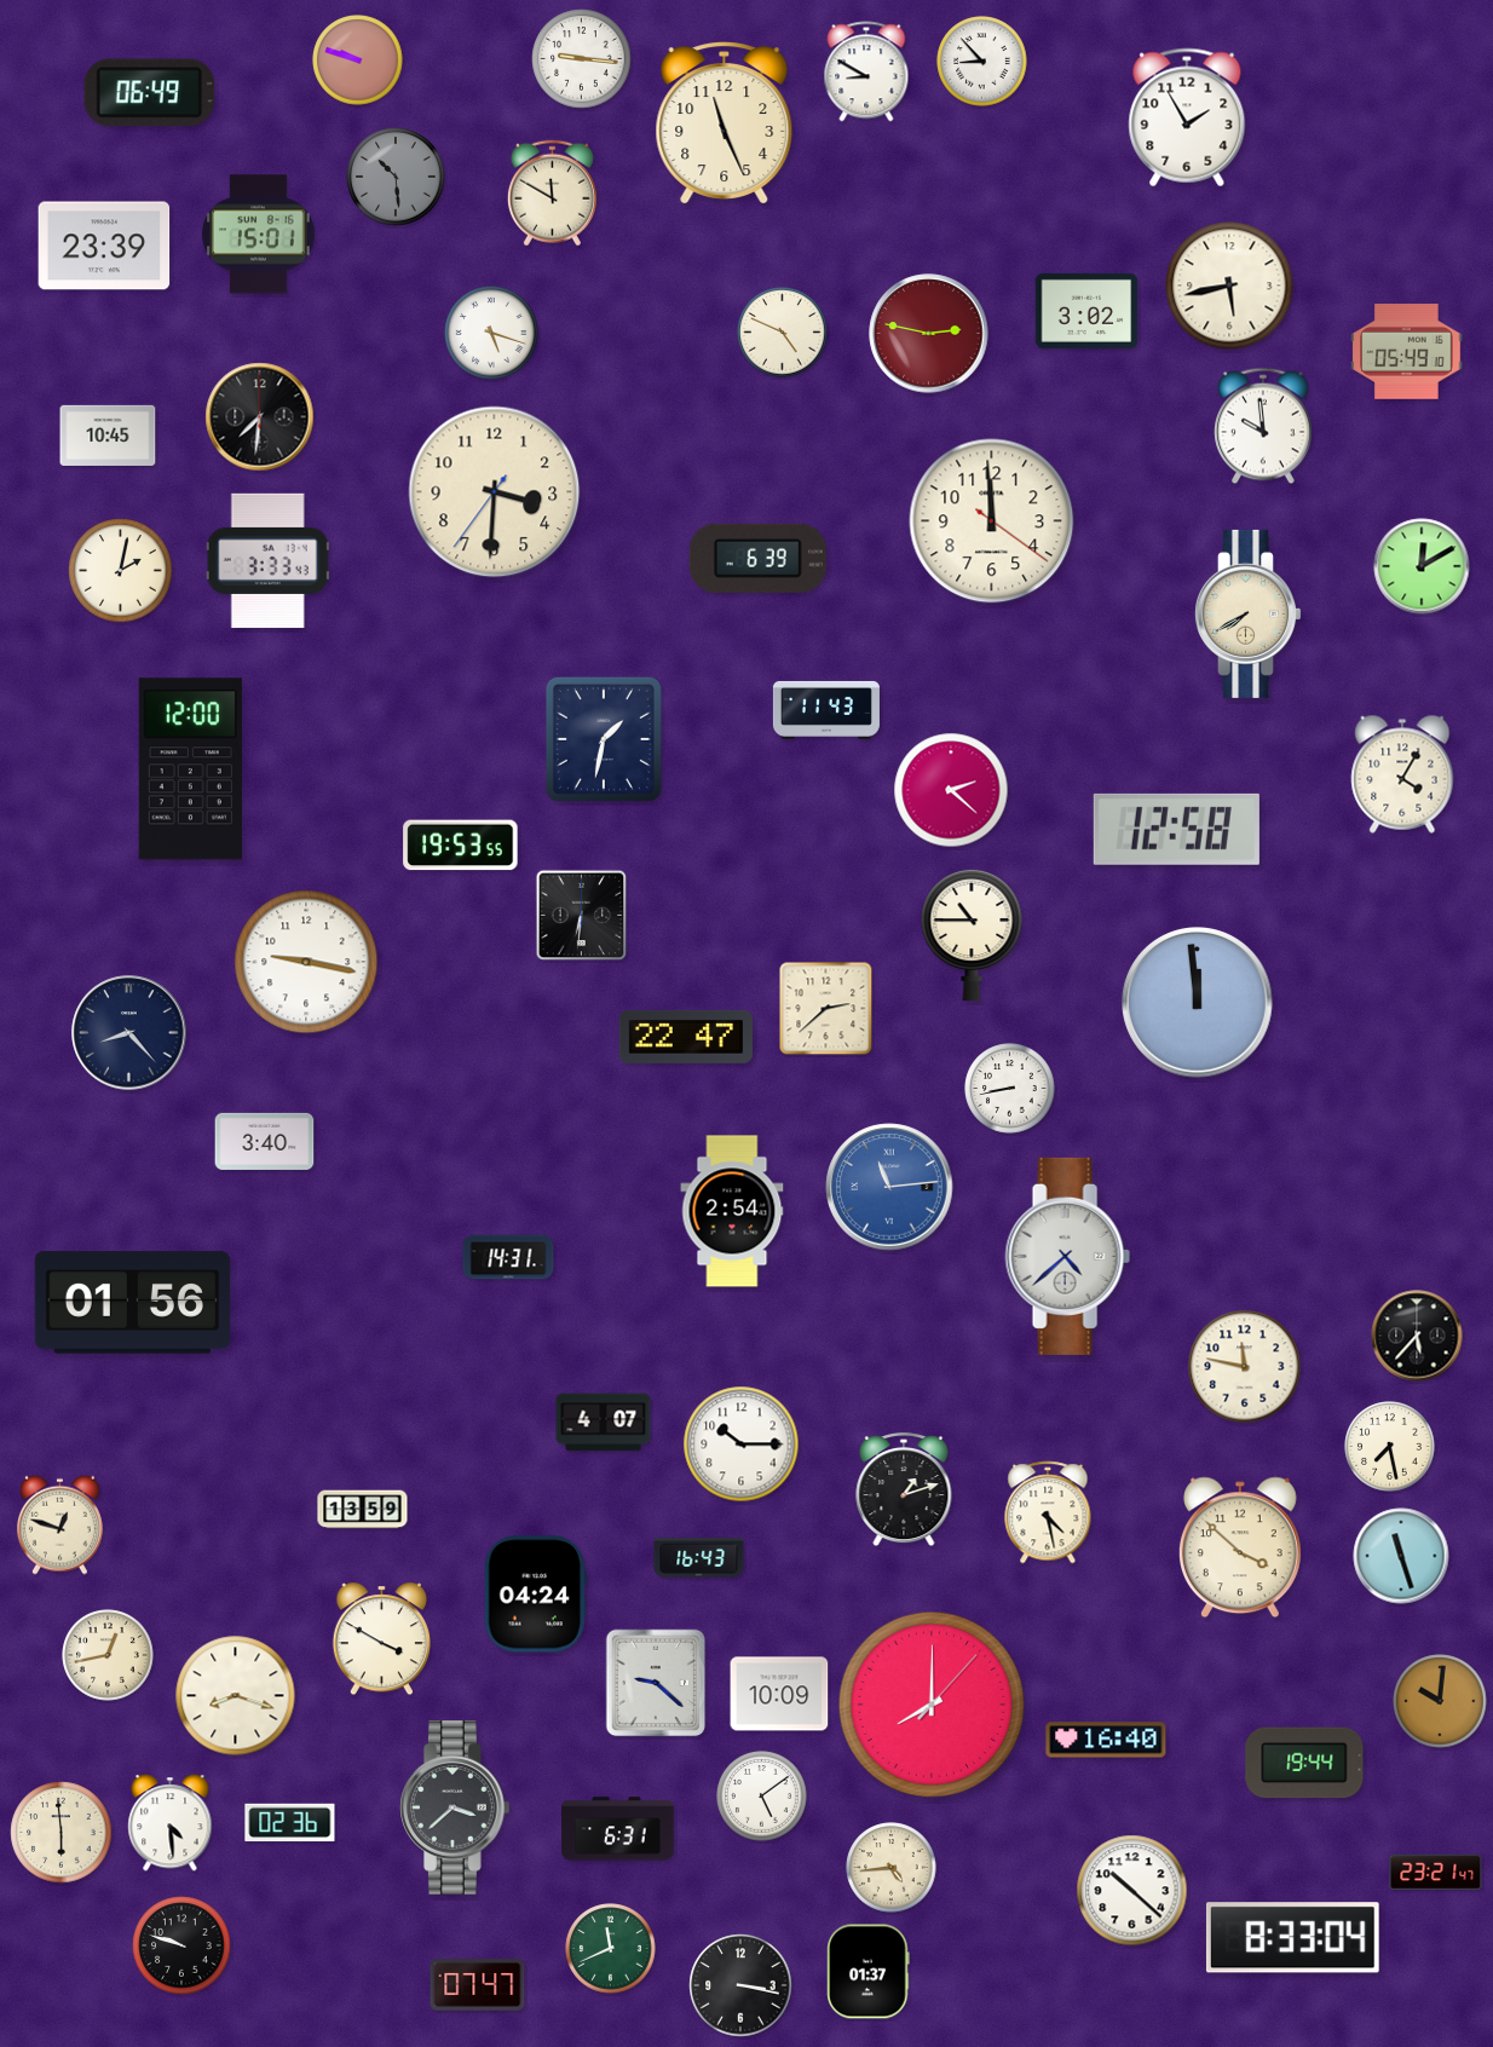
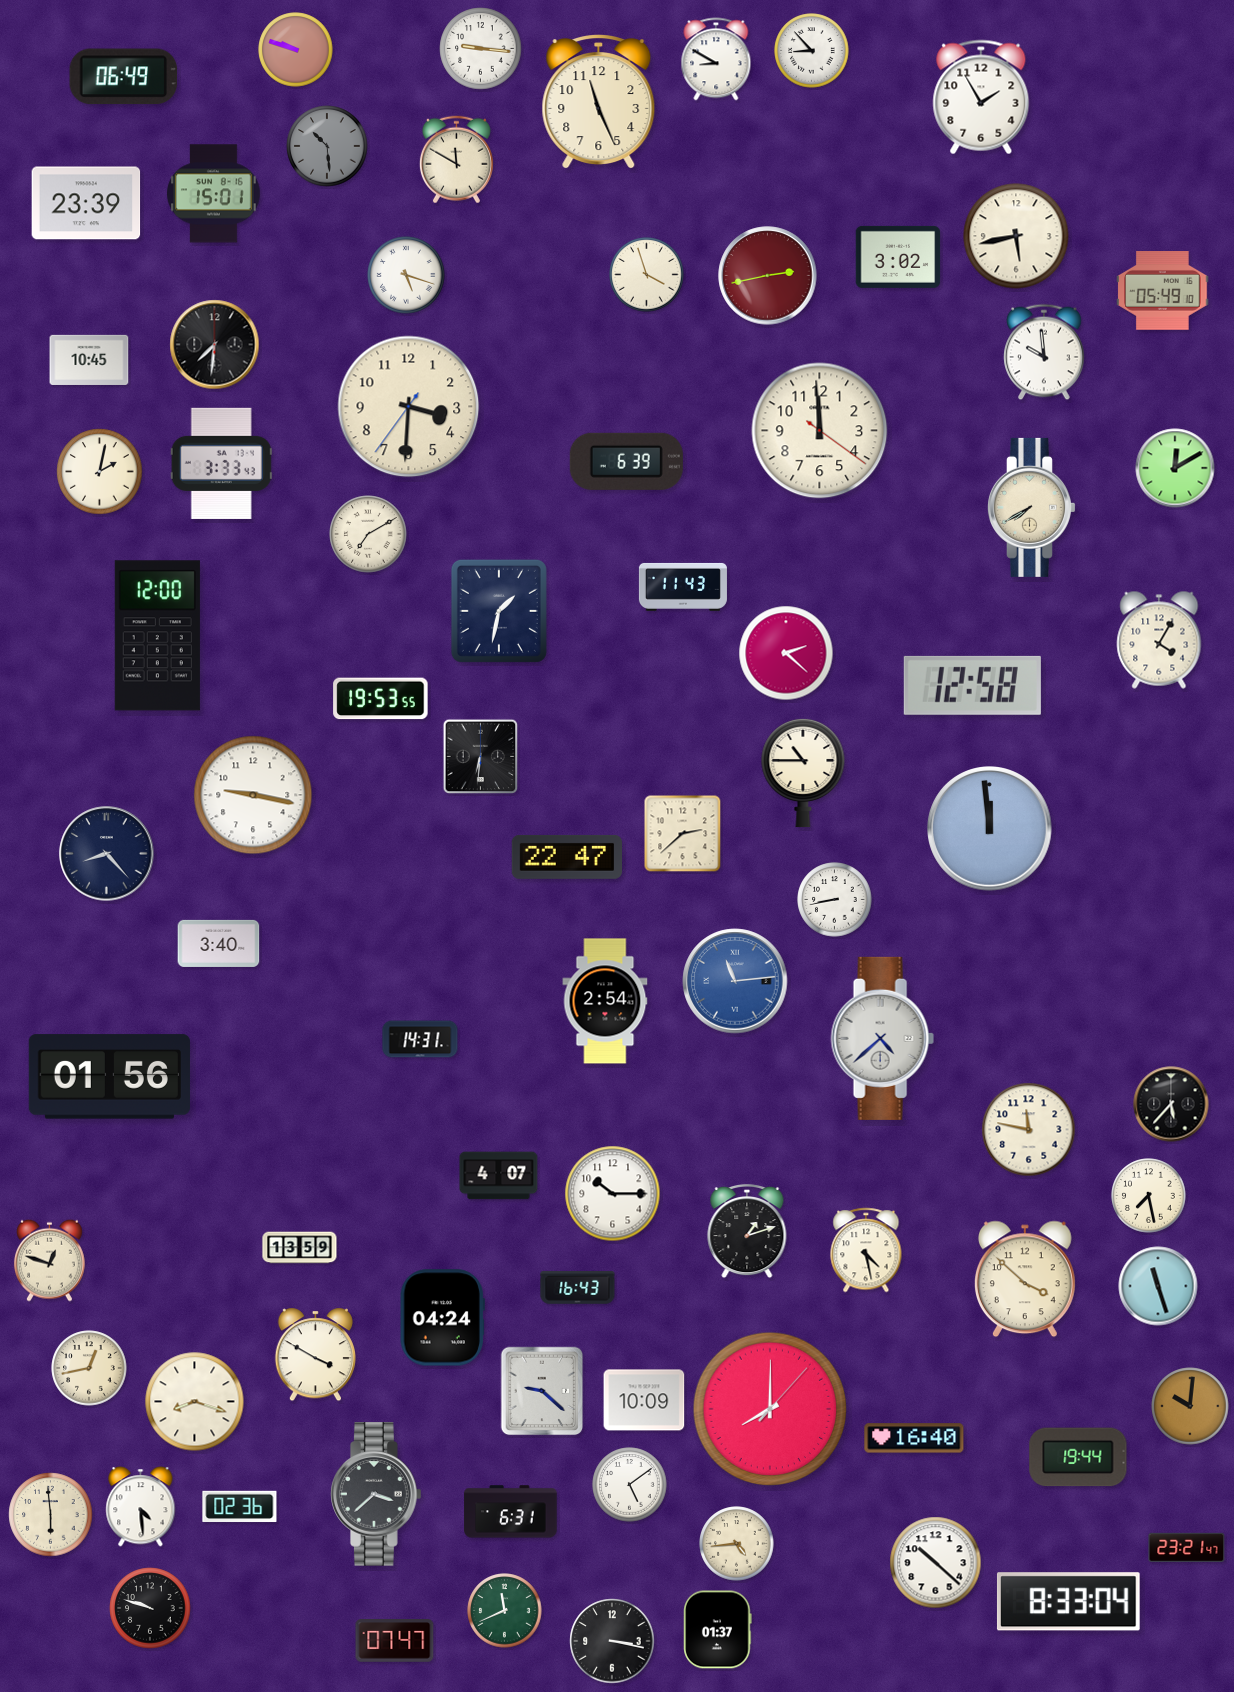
clock at (783, 333): 4:49 -> 3:57
clock at (929, 334): 2:47 -> 2:43
clock at (368, 534): none -> 7:10
